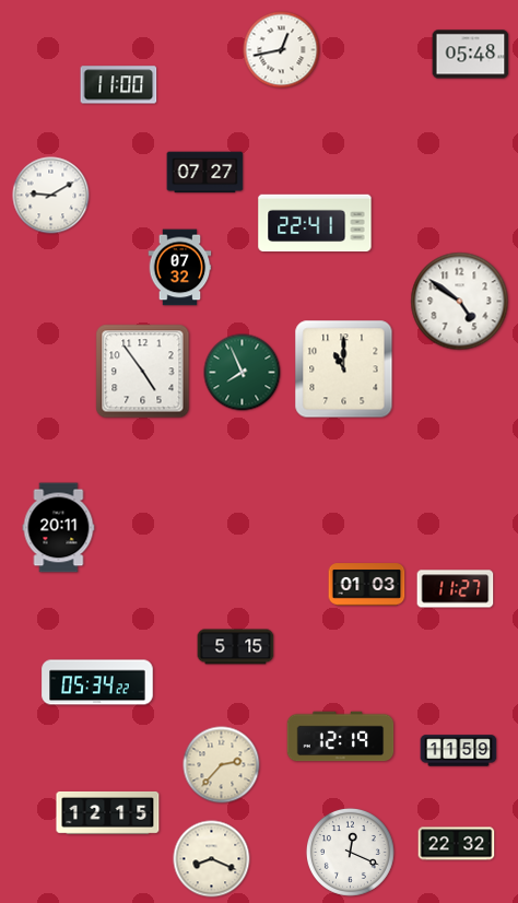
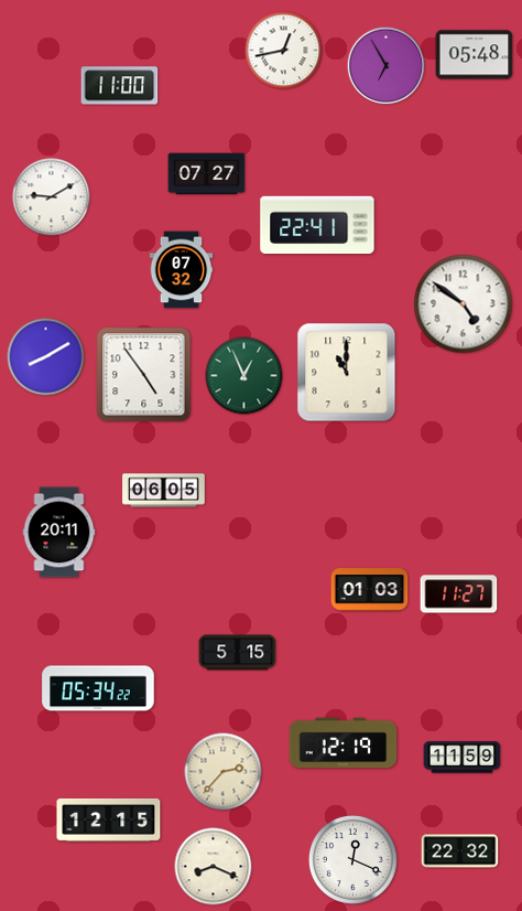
clock at (387, 66): none -> 6:55
clock at (46, 357): none -> 8:10
clock at (243, 373): 7:56 -> 12:56
clock at (164, 491): none -> 06:05
